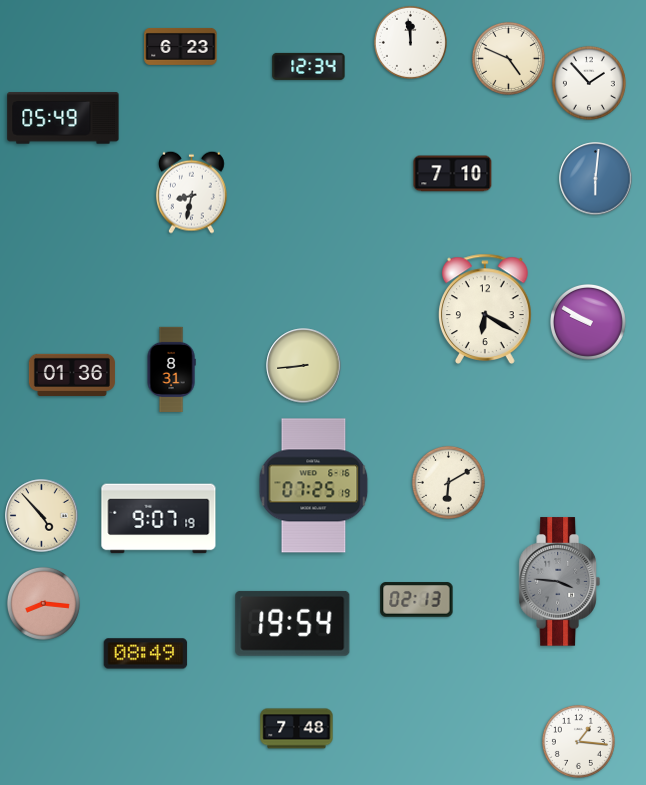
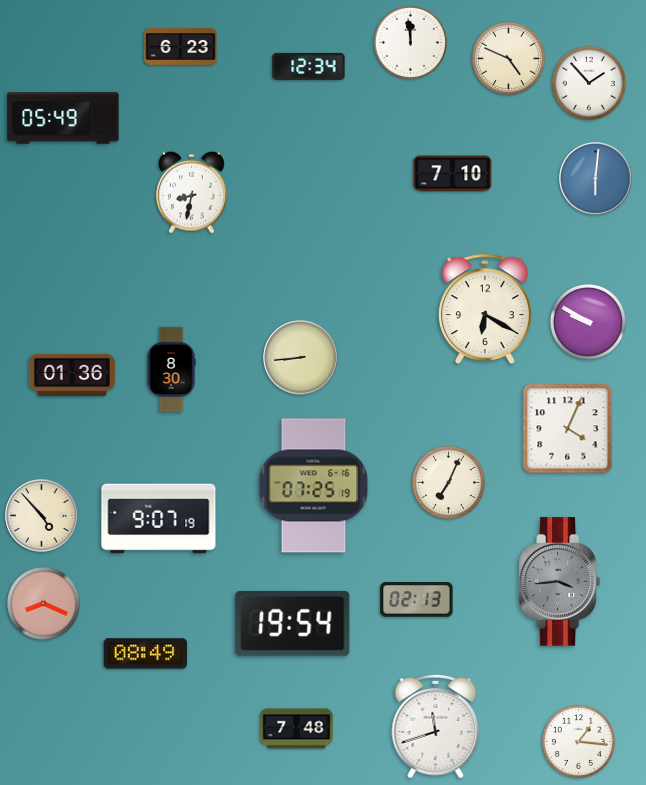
clock at (304, 366) position: (304, 366) -> (301, 358)
clock at (171, 369): 8:31 -> 8:30
clock at (568, 429): none -> 4:04
clock at (448, 482): 6:10 -> 7:04
clock at (559, 582): 3:46 -> 3:44
clock at (43, 603): 8:16 -> 8:19
clock at (436, 727): none -> 11:42
